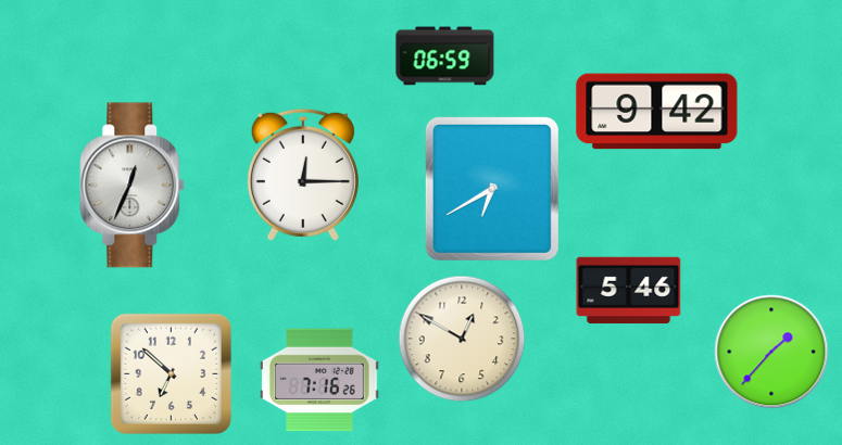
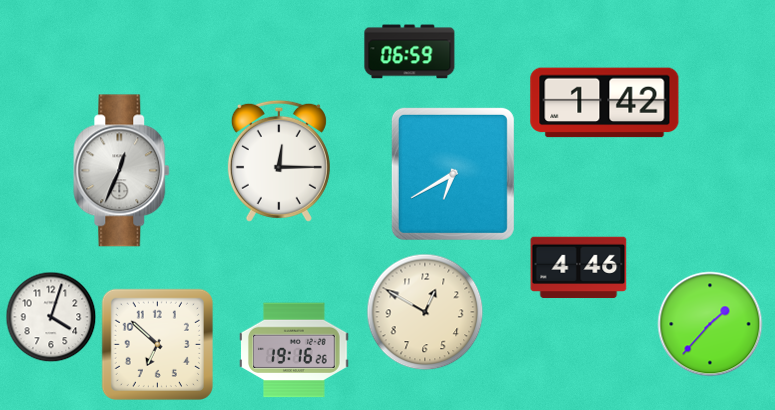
clock at (657, 112): 9:42 -> 1:42
clock at (629, 291): 5:46 -> 4:46
clock at (51, 317): none -> 4:03
clock at (319, 380): 7:16 -> 19:16
